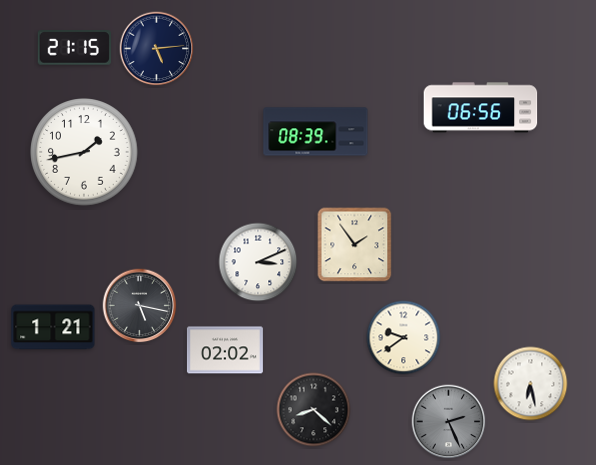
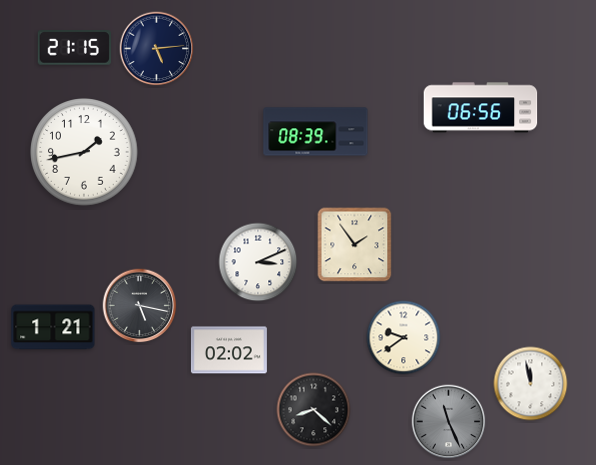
clock at (225, 350) position: (225, 350) -> (229, 350)
clock at (531, 384): 6:28 -> 11:58
clock at (449, 422): 2:26 -> 11:26
